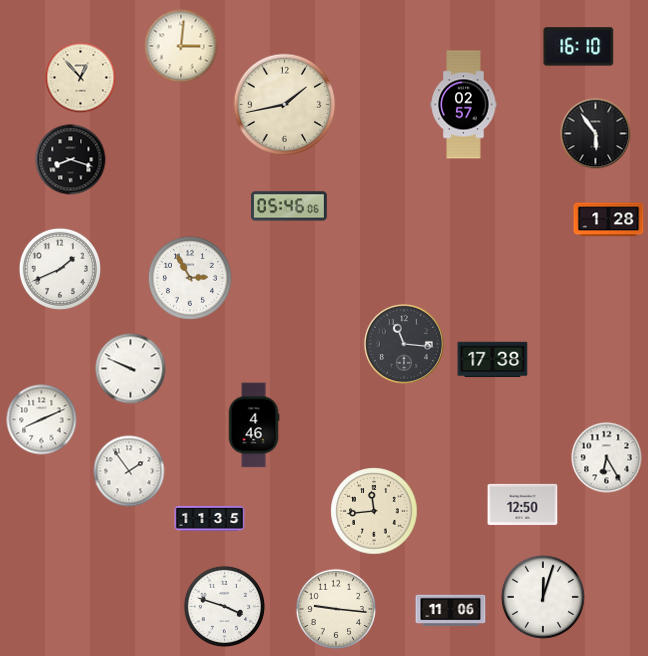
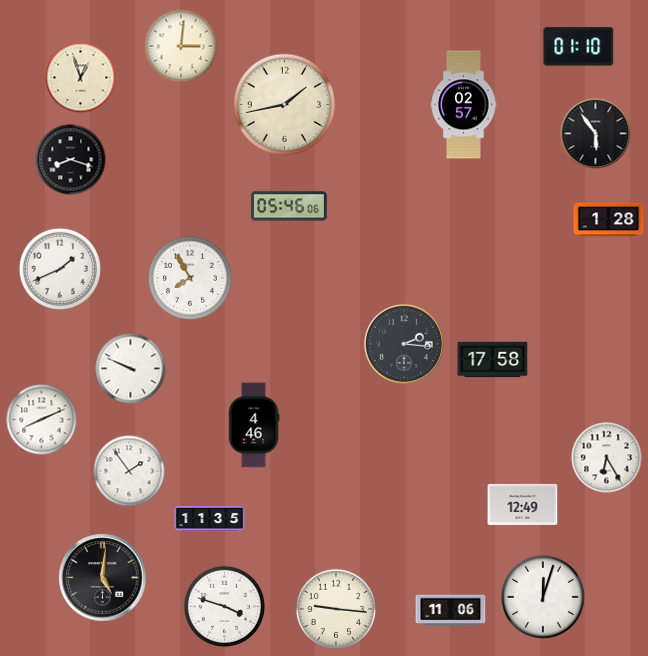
clock at (579, 47): 16:10 -> 01:10
clock at (81, 78): 12:53 -> 12:57
clock at (190, 278): 2:55 -> 7:55
clock at (404, 344): 11:16 -> 2:16
clock at (493, 360): 17:38 -> 17:58
clock at (523, 504): 12:50 -> 12:49
clock at (374, 511): 11:44 -> none
clock at (103, 578): none -> 5:01
